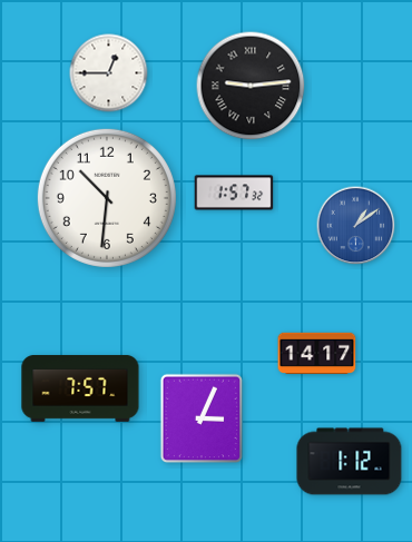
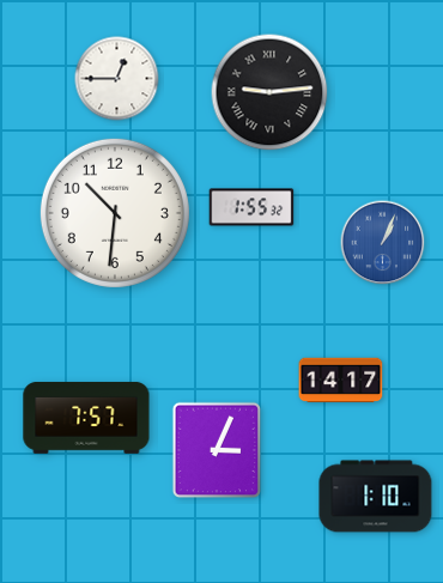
clock at (234, 193): 1:57 -> 1:55
clock at (356, 226): 1:09 -> 1:04
clock at (350, 462): 1:12 -> 1:10
